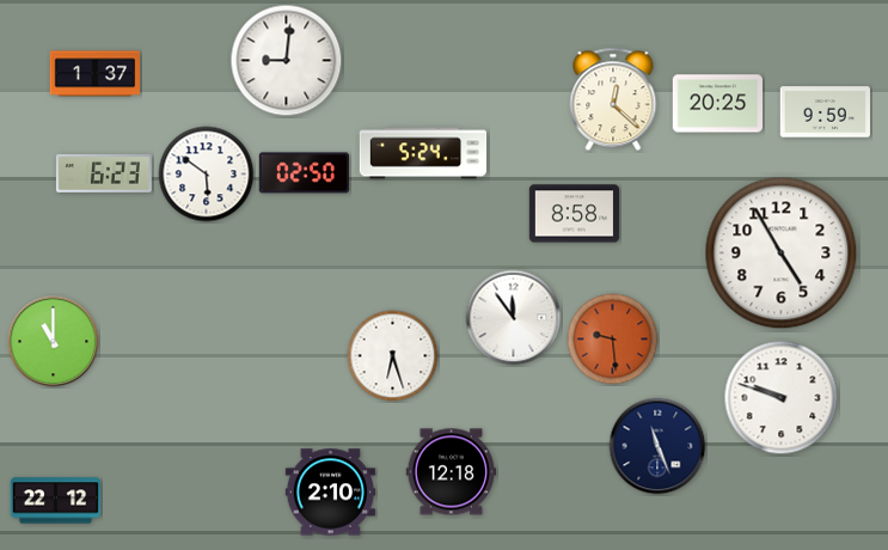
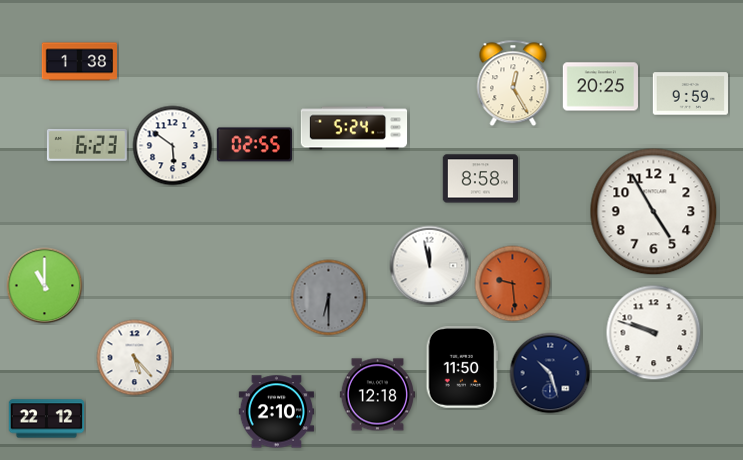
clock at (287, 61): 9:01 -> none
clock at (94, 74): 1:37 -> 1:38
clock at (613, 99): 12:22 -> 12:25
clock at (304, 173): 02:50 -> 02:55
clock at (514, 318): 11:54 -> 11:58
clock at (393, 356): 6:27 -> 6:30
clock at (393, 356) dial: white -> grey
clock at (135, 358): none -> 5:23
clock at (462, 368): none -> 11:50
clock at (657, 446): 11:26 -> 10:27
